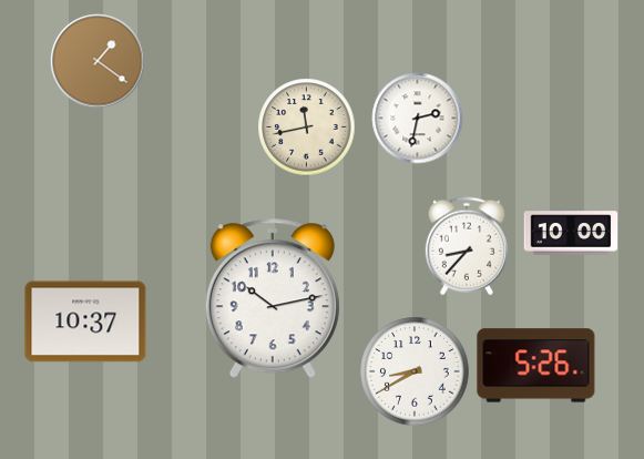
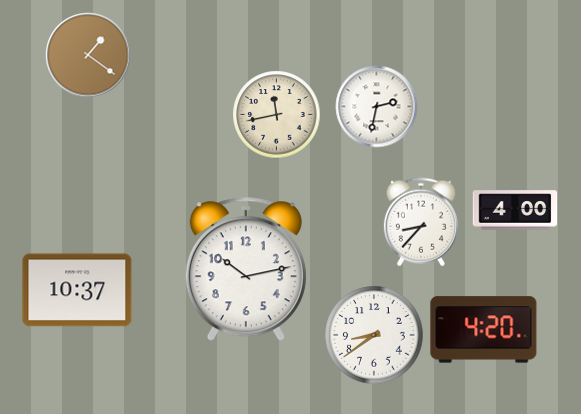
clock at (571, 233): 10:00 -> 4:00
clock at (536, 366): 5:26 -> 4:20
clock at (415, 371): 8:40 -> 8:39
